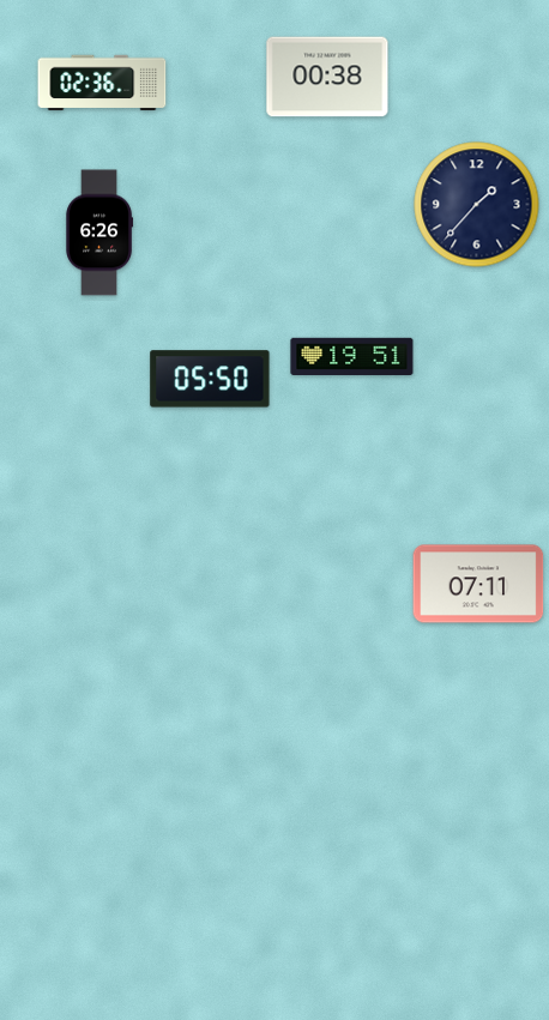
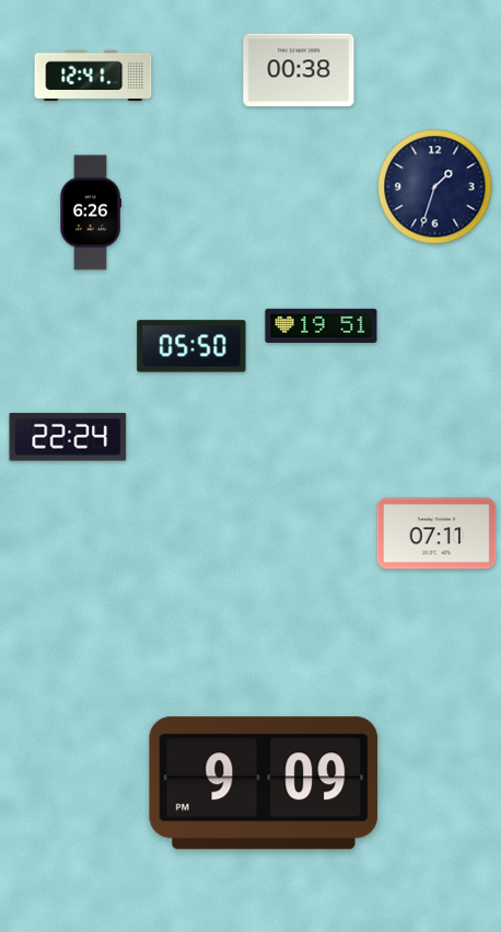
clock at (102, 83): 02:36 -> 12:41
clock at (477, 205): 1:37 -> 1:33
clock at (68, 437): none -> 22:24
clock at (264, 783): none -> 9:09
